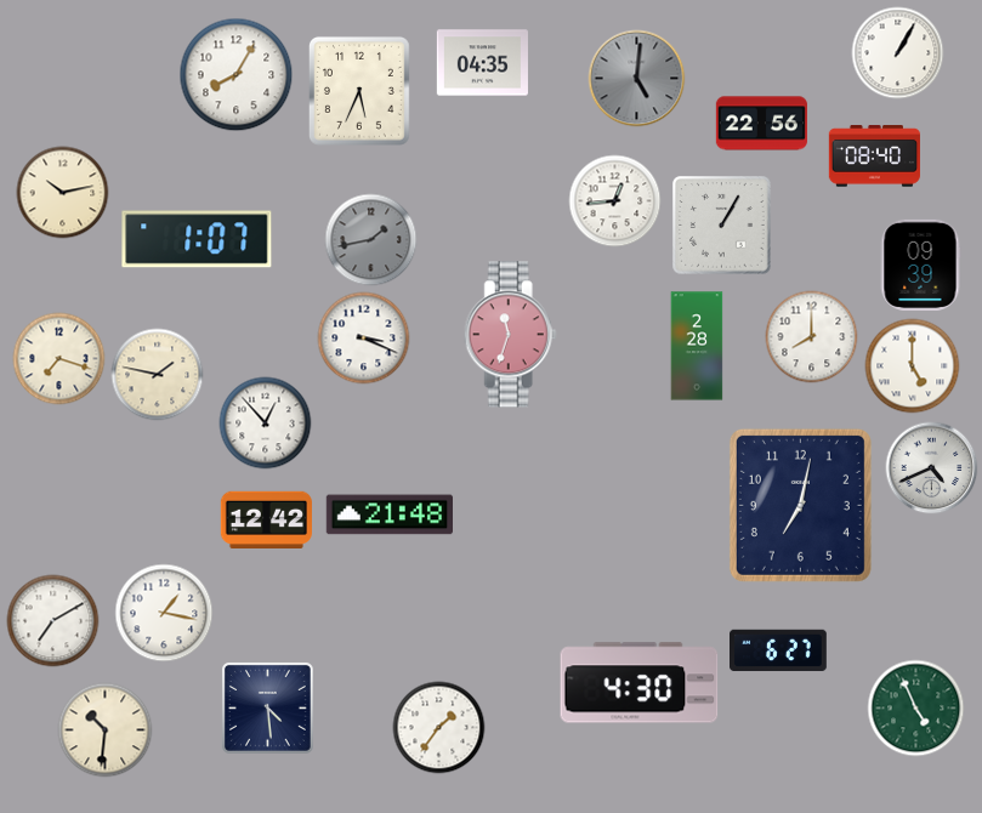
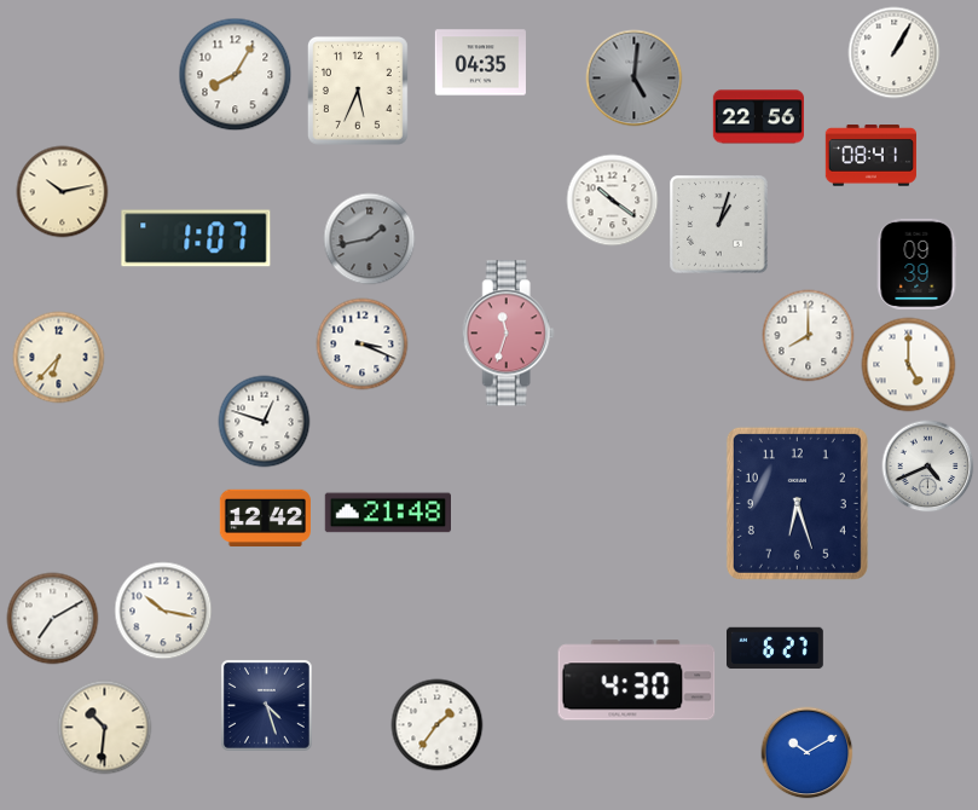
clock at (761, 124) position: (761, 124) -> (758, 117)
clock at (874, 157): 08:40 -> 08:41
clock at (615, 201): 12:44 -> 10:21
clock at (722, 226): 1:05 -> 1:03
clock at (364, 339) position: (364, 339) -> (363, 345)
clock at (697, 346): 2:28 -> none
clock at (59, 359): 7:18 -> 6:37
clock at (158, 375): 1:47 -> none
clock at (266, 423): 12:53 -> 12:48
clock at (800, 505): 7:02 -> 6:27
clock at (164, 613): 1:17 -> 10:17
clock at (267, 707): 4:29 -> 4:27
clock at (916, 709): 4:56 -> none
clock at (808, 753): none -> 10:10
